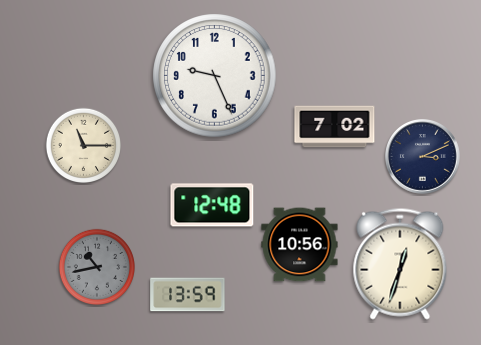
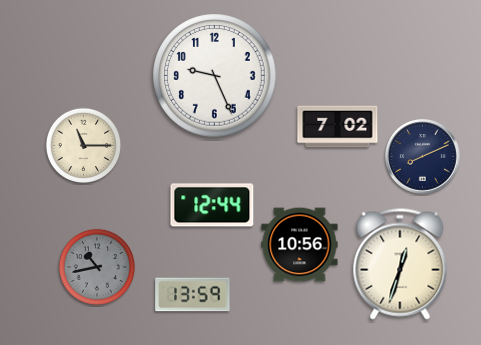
clock at (335, 127) position: (335, 127) -> (338, 127)
clock at (423, 157): 3:11 -> 8:11
clock at (212, 205): 12:48 -> 12:44
clock at (188, 295) position: (188, 295) -> (193, 295)
